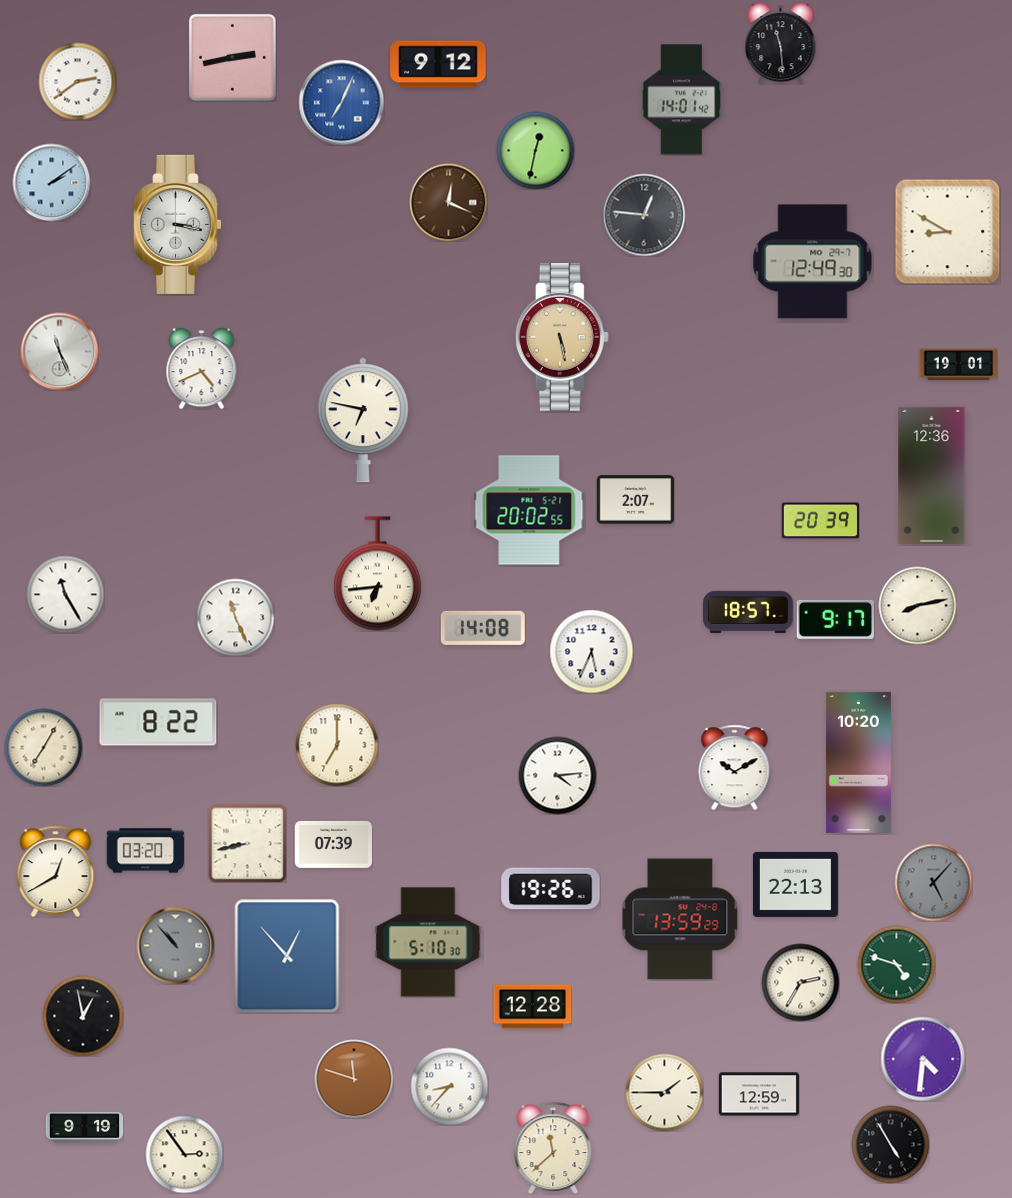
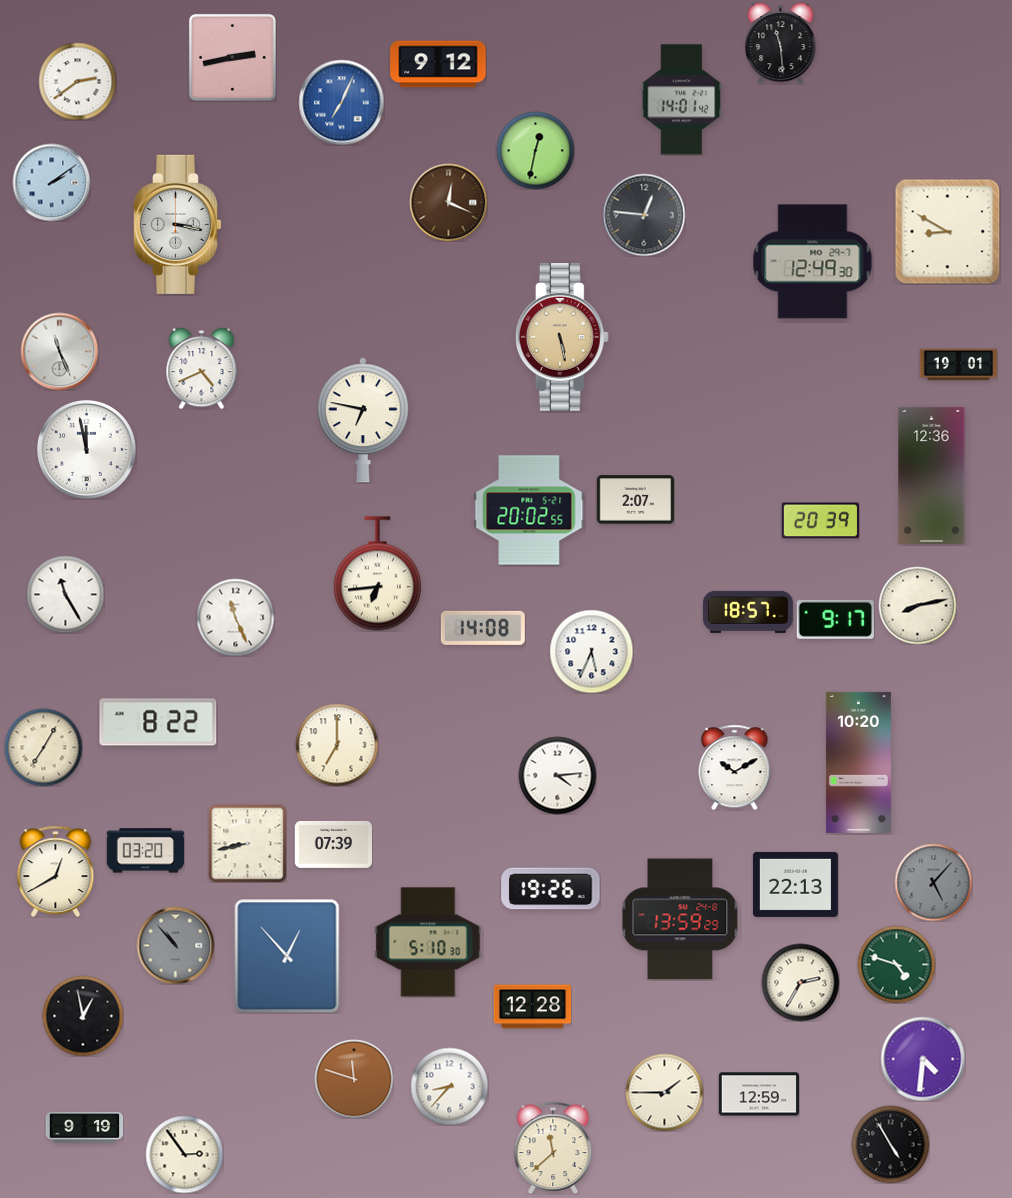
clock at (87, 450): none -> 11:58
